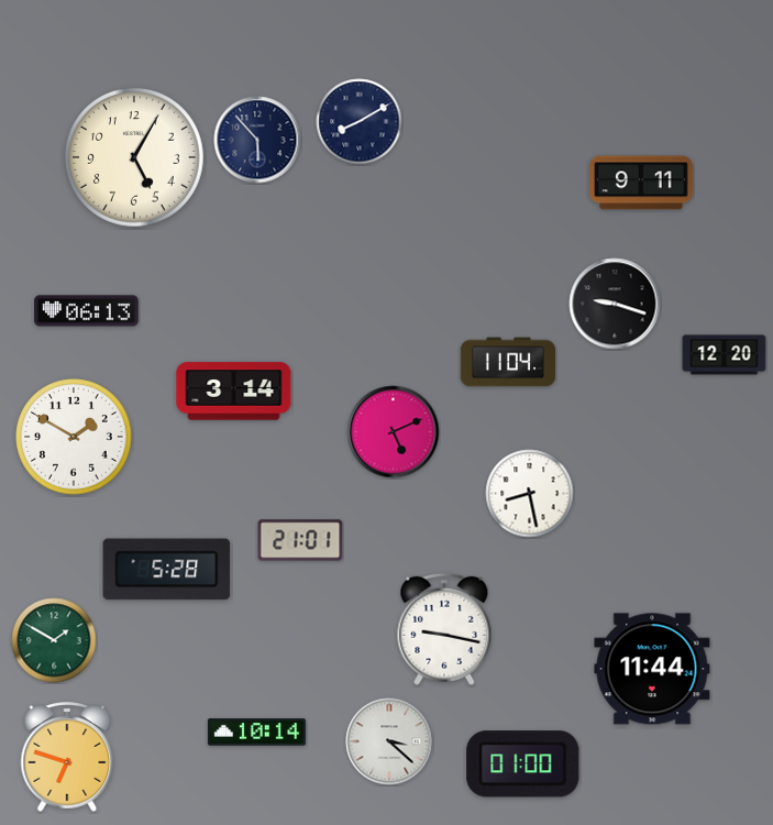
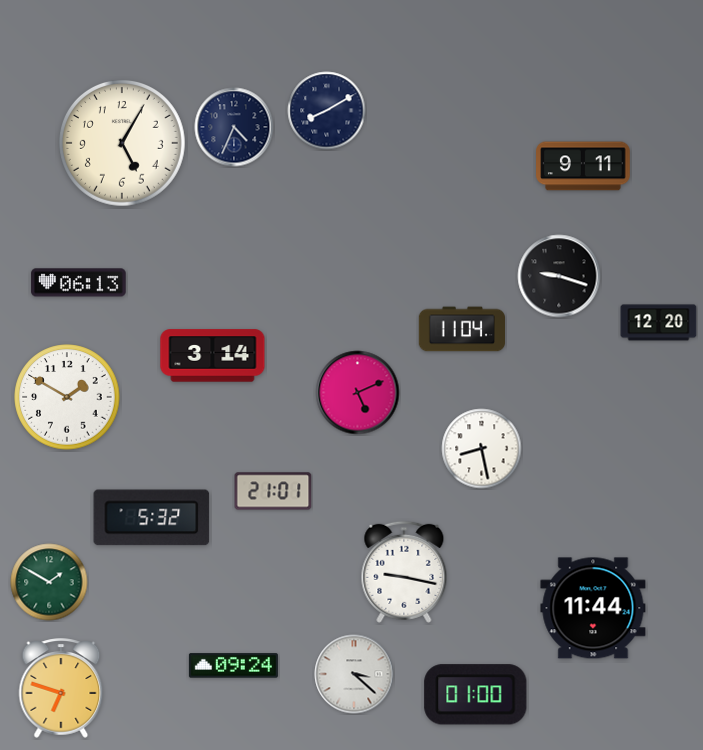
clock at (257, 140): 5:53 -> 4:34
clock at (167, 570): 5:28 -> 5:32
clock at (256, 733): 10:14 -> 09:24
